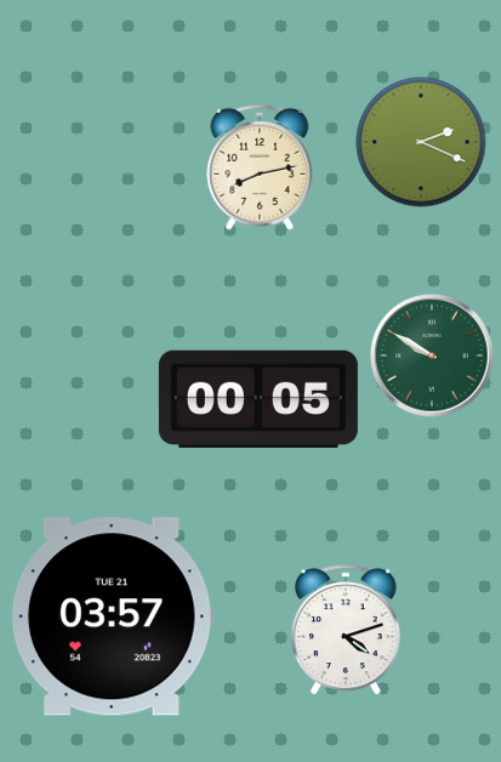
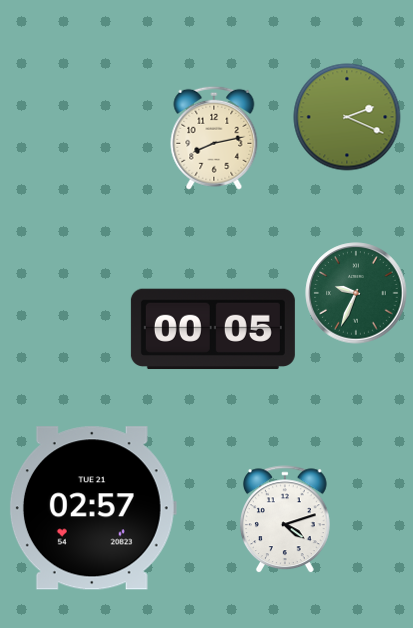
clock at (432, 356): 9:50 -> 9:34
clock at (113, 616): 03:57 -> 02:57
